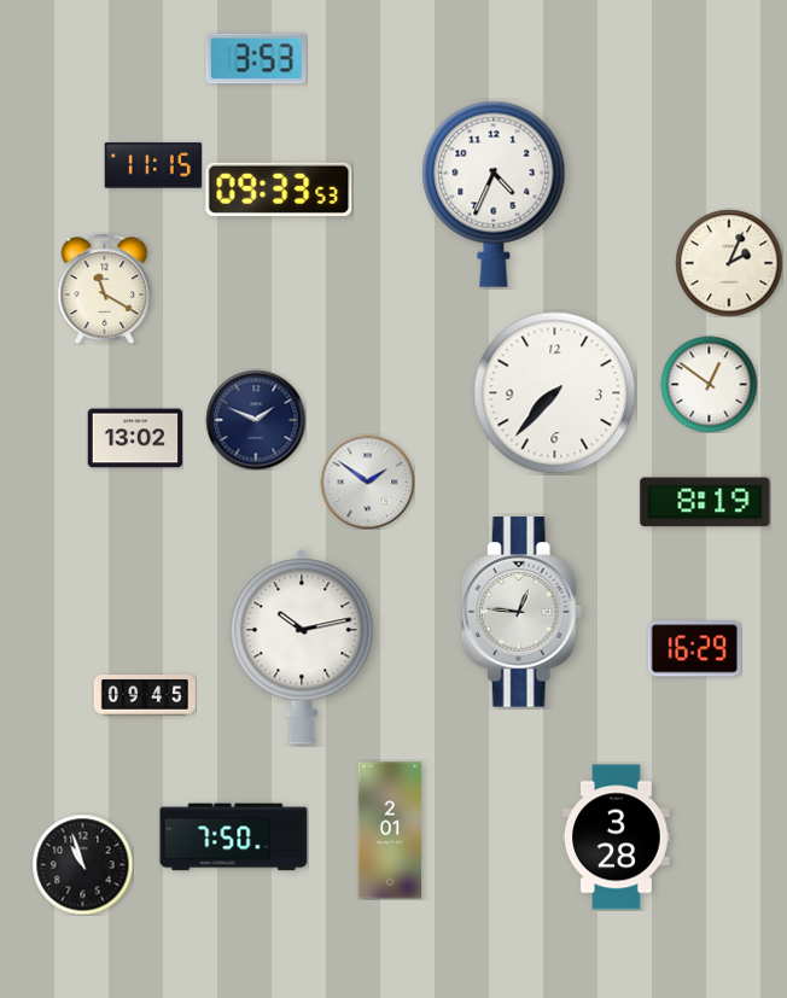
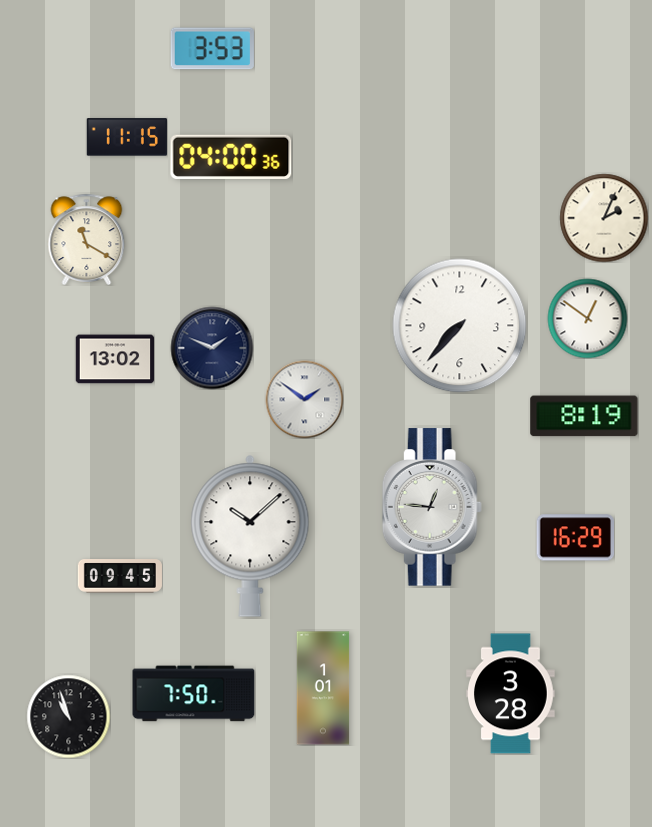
clock at (279, 189): 09:33 -> 04:00
clock at (494, 194): 4:34 -> none
clock at (135, 438) position: (135, 438) -> (115, 359)
clock at (302, 647): 10:13 -> 10:08
clock at (390, 830): 2:01 -> 1:01
